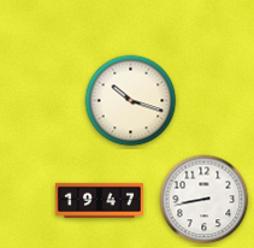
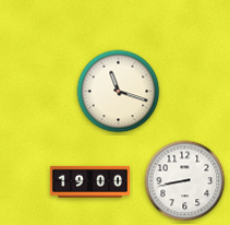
clock at (131, 101): 10:18 -> 11:18
clock at (99, 200): 19:47 -> 19:00
